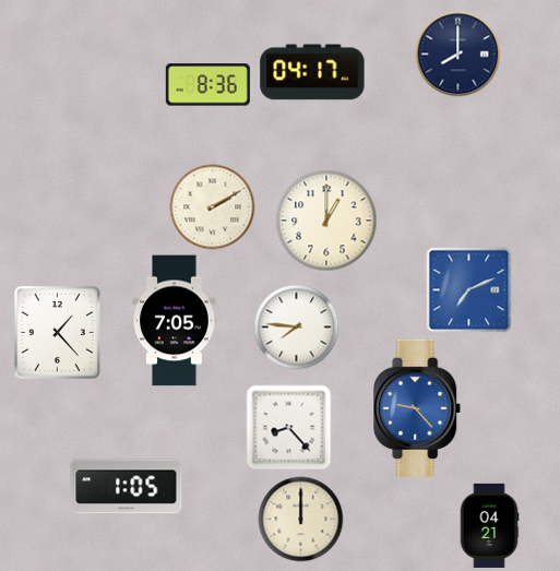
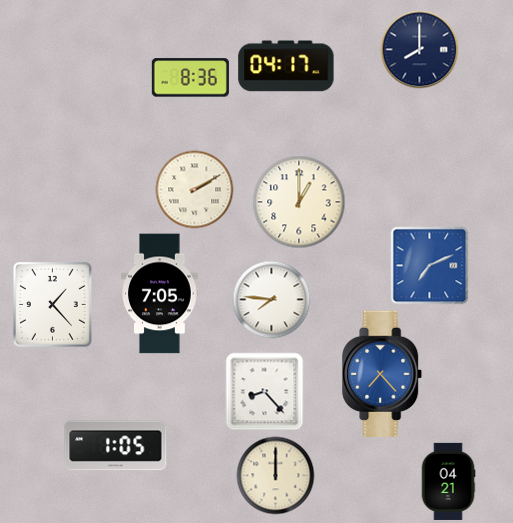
clock at (418, 407): 9:23 -> 7:23
